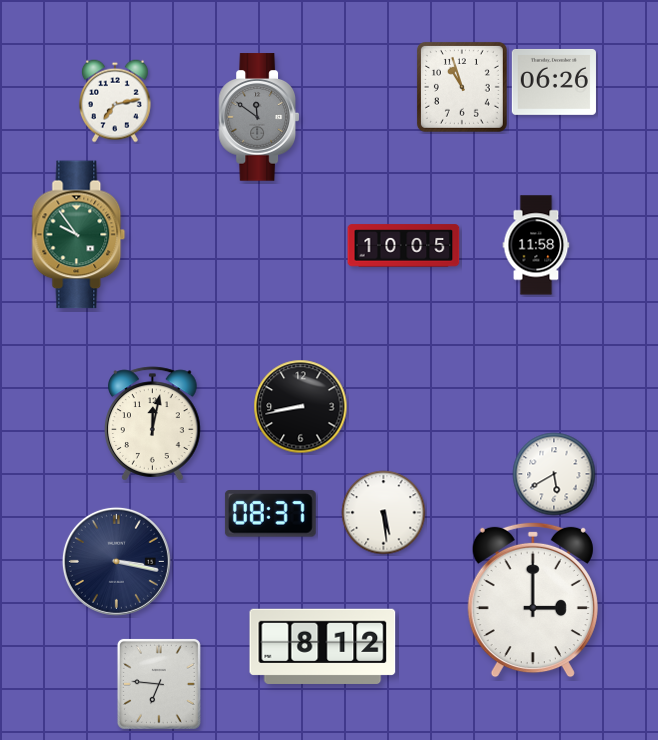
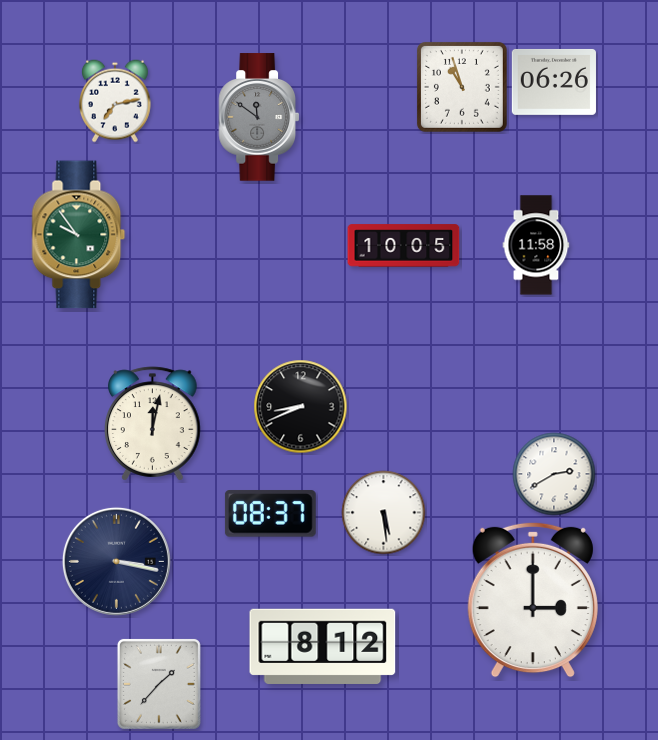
clock at (301, 407): 8:43 -> 8:41
clock at (554, 474): 5:40 -> 2:40
clock at (159, 684): 6:46 -> 1:37
